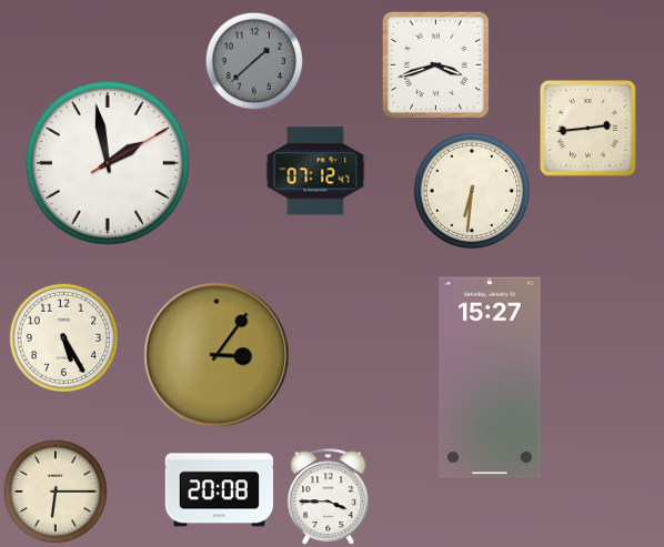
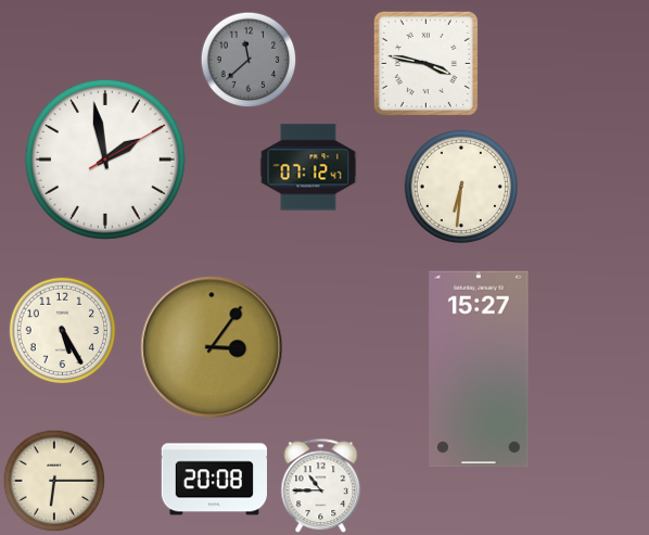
clock at (254, 61): 1:38 -> 11:38
clock at (435, 64): 3:42 -> 3:47
clock at (588, 129): 2:44 -> none
clock at (329, 497): 3:45 -> 10:45
